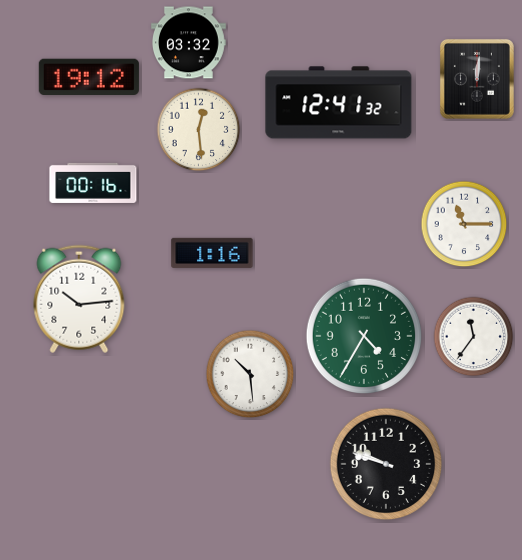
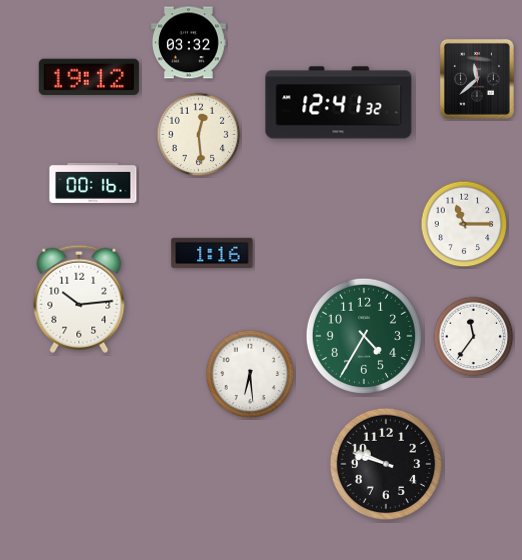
clock at (477, 79): 12:01 -> 11:38
clock at (199, 130) position: (199, 130) -> (199, 135)
clock at (250, 374): 10:29 -> 6:29
